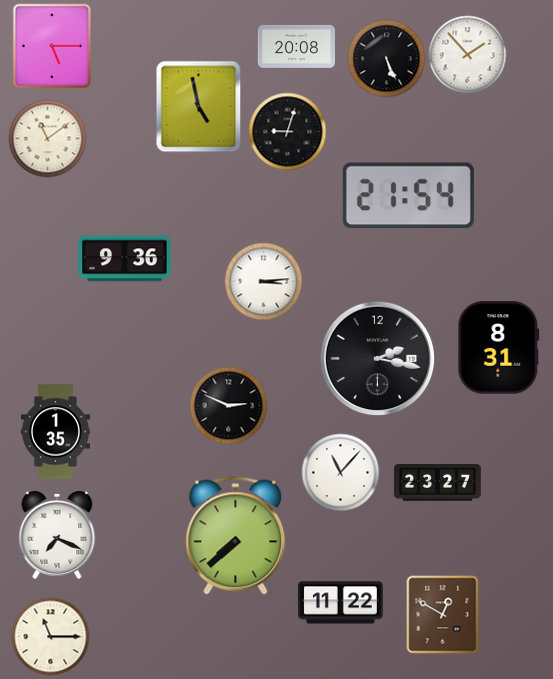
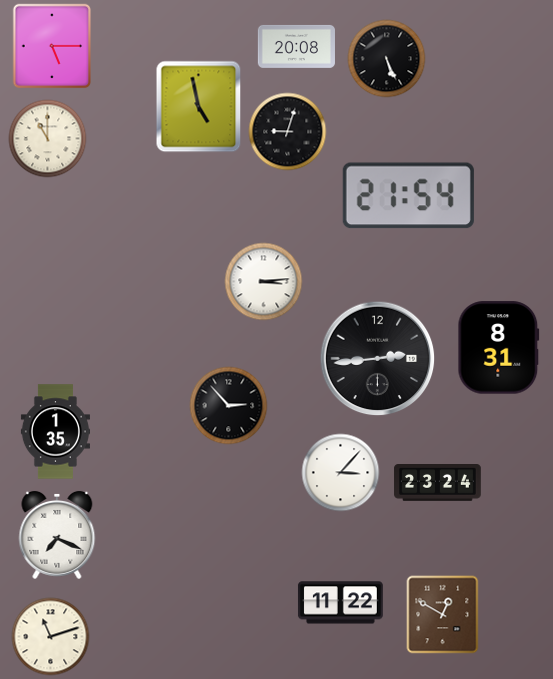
clock at (467, 54): 1:53 -> none
clock at (47, 138): 11:09 -> 11:00
clock at (125, 259): 9:36 -> none
clock at (377, 358): 2:17 -> 2:44
clock at (228, 405): 2:49 -> 2:53
clock at (340, 472): 11:07 -> 3:07
clock at (438, 483): 23:27 -> 23:24
clock at (236, 536): 7:38 -> none
clock at (50, 636): 11:15 -> 11:12
